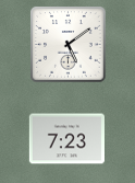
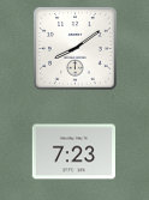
clock at (69, 45): 5:09 -> 8:09
